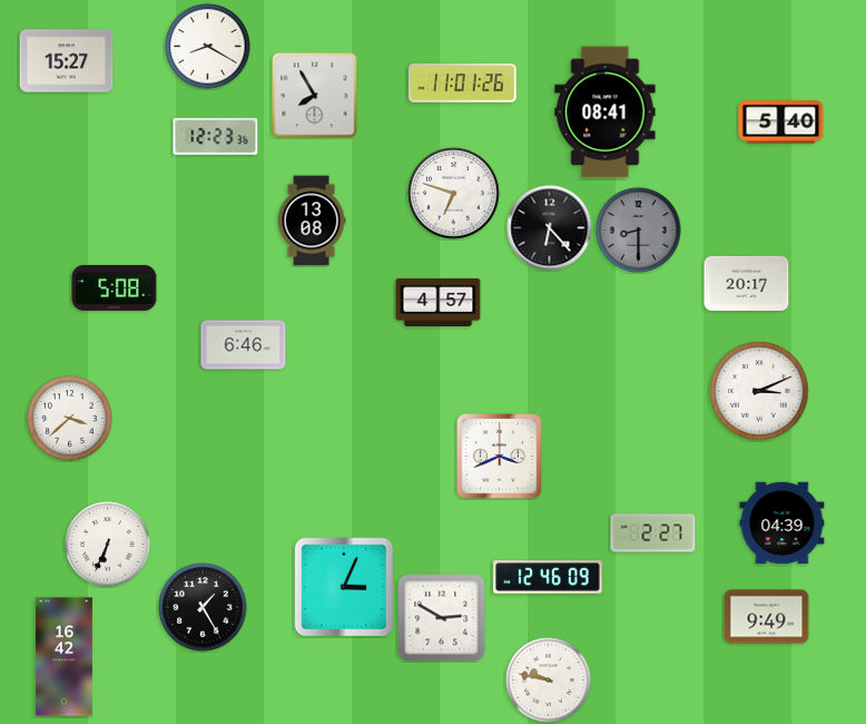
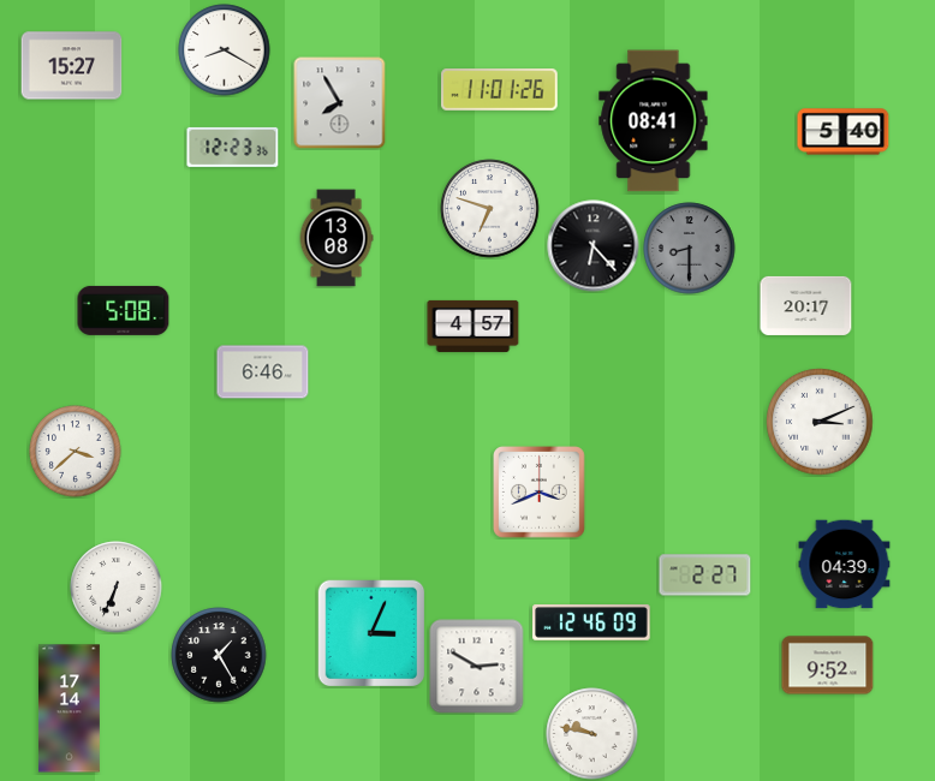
clock at (767, 617): 9:49 -> 9:52
clock at (63, 657): 16:42 -> 17:14
